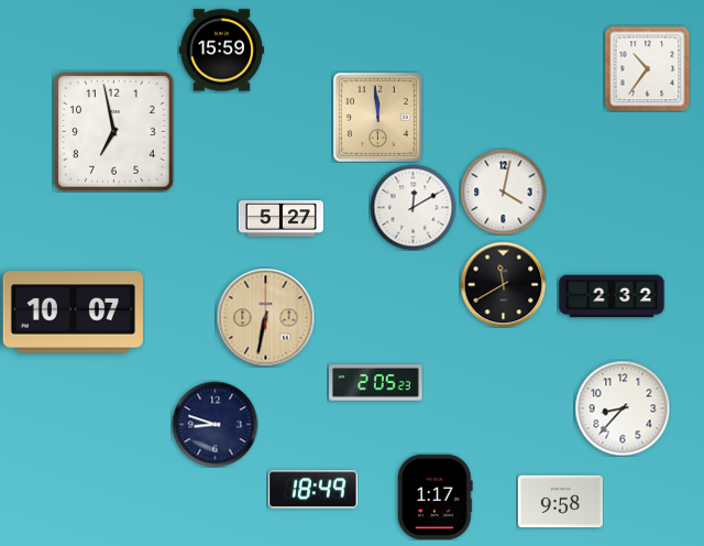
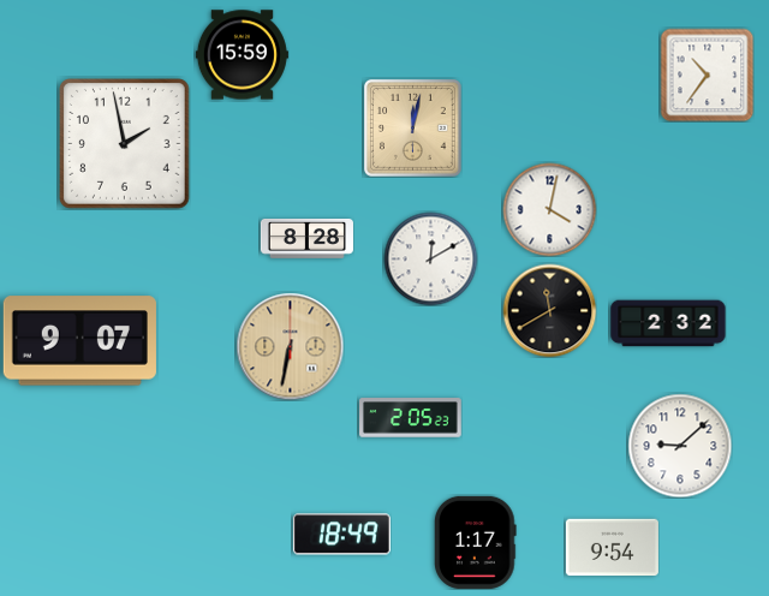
clock at (377, 117): 11:59 -> 12:02
clock at (114, 132): 6:58 -> 1:58
clock at (413, 207) position: (413, 207) -> (430, 258)
clock at (280, 219): 5:27 -> 8:28
clock at (73, 313): 10:07 -> 9:07
clock at (623, 408): 8:37 -> 9:08
clock at (215, 424): 8:48 -> none
clock at (560, 502): 9:58 -> 9:54
